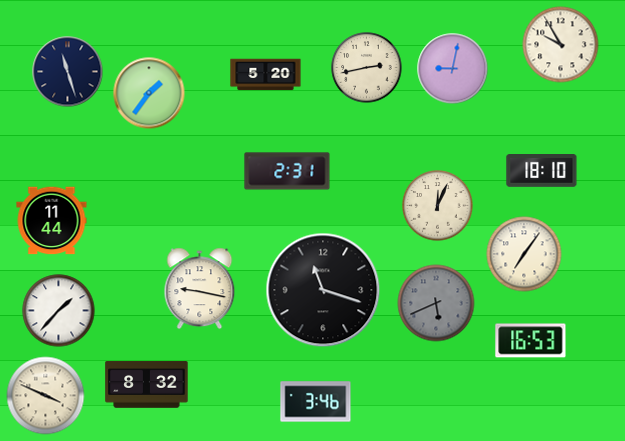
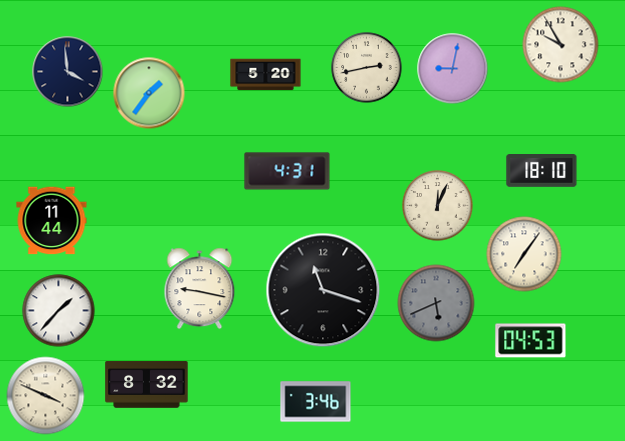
clock at (68, 72): 11:27 -> 3:59
clock at (287, 171): 2:31 -> 4:31
clock at (531, 341): 16:53 -> 04:53
